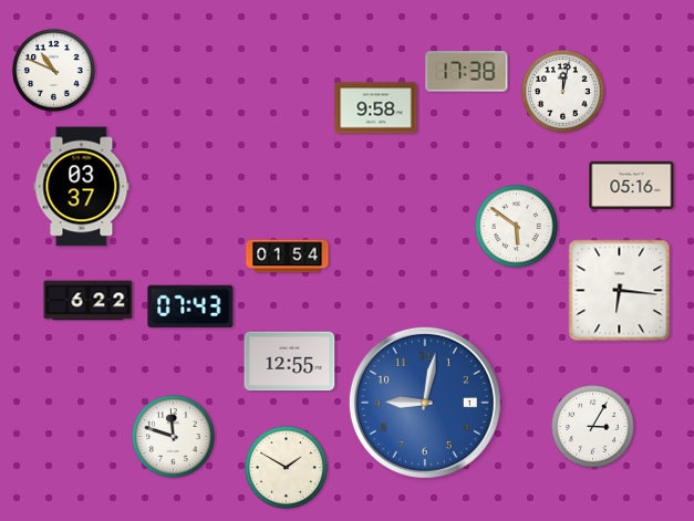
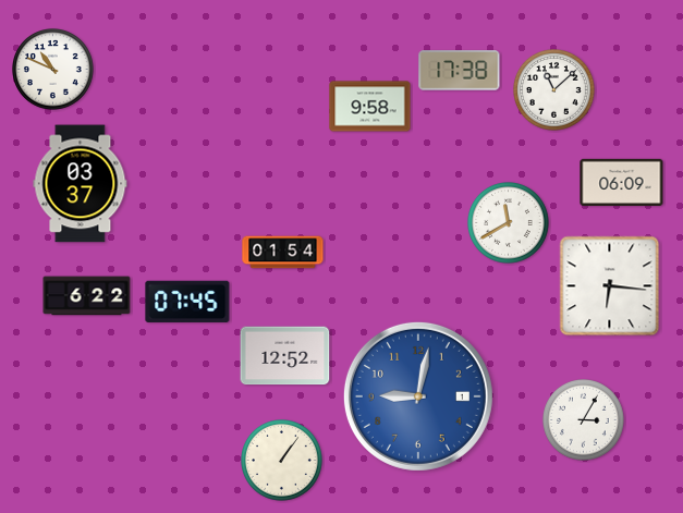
clock at (563, 92): 12:02 -> 11:08
clock at (632, 185): 05:16 -> 06:09
clock at (517, 227): 5:51 -> 11:40
clock at (190, 305): 07:43 -> 07:45
clock at (290, 362): 12:55 -> 12:52
clock at (174, 437): 11:48 -> none
clock at (287, 468): 1:50 -> 1:06
